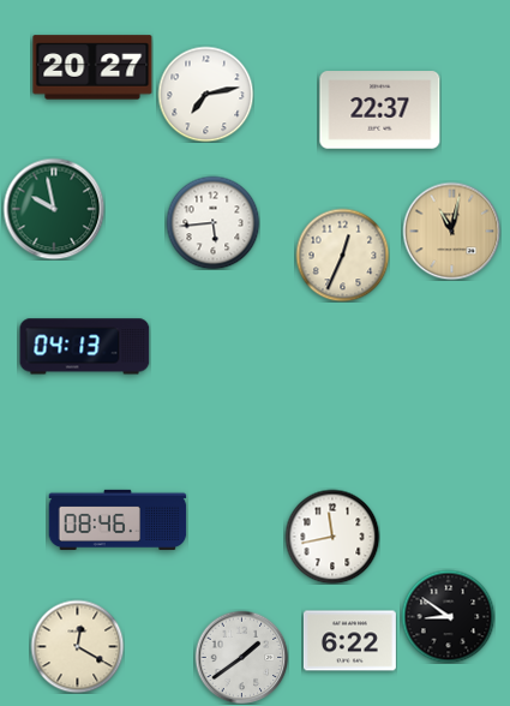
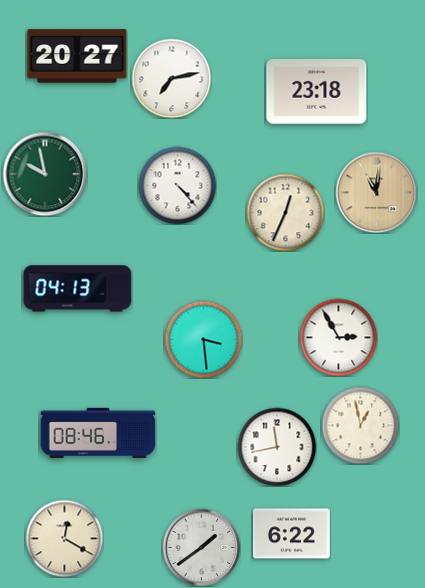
clock at (380, 110): 22:37 -> 23:18
clock at (212, 222): 5:44 -> 4:23
clock at (451, 231): 11:02 -> 11:01
clock at (85, 347) position: (85, 347) -> (78, 289)
clock at (338, 337): none -> 2:55
clock at (203, 339): none -> 3:29
clock at (360, 425): none -> 12:58
clock at (448, 616): 8:51 -> none
